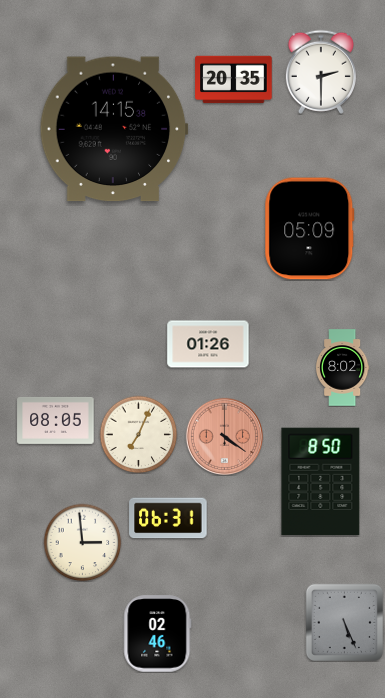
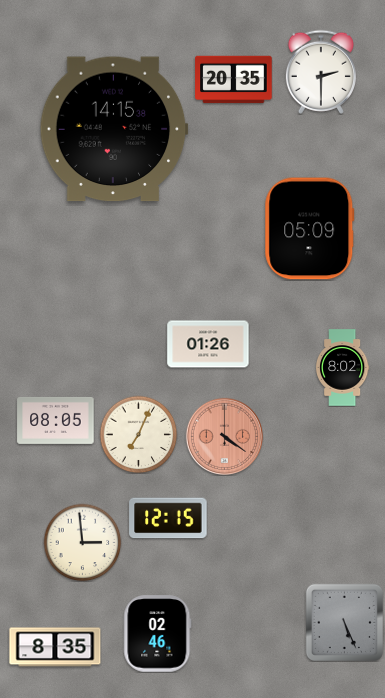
clock at (321, 482): 8:50 -> none
clock at (168, 518): 06:31 -> 12:15
clock at (55, 647): none -> 8:35
